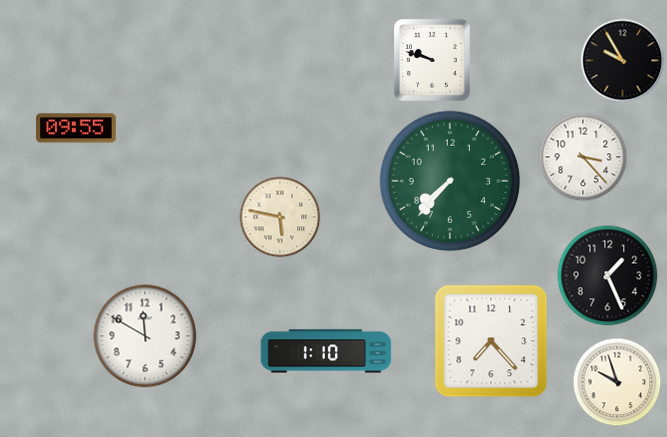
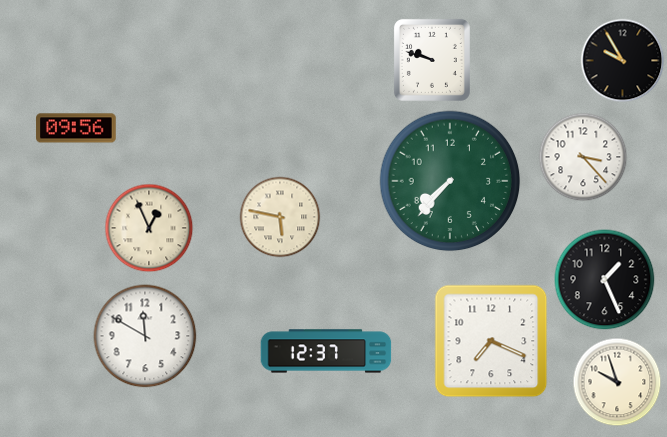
clock at (76, 128): 09:55 -> 09:56
clock at (149, 228): none -> 12:56
clock at (608, 276) position: (608, 276) -> (605, 280)
clock at (491, 341): 7:23 -> 7:19
clock at (326, 351): 1:10 -> 12:37
